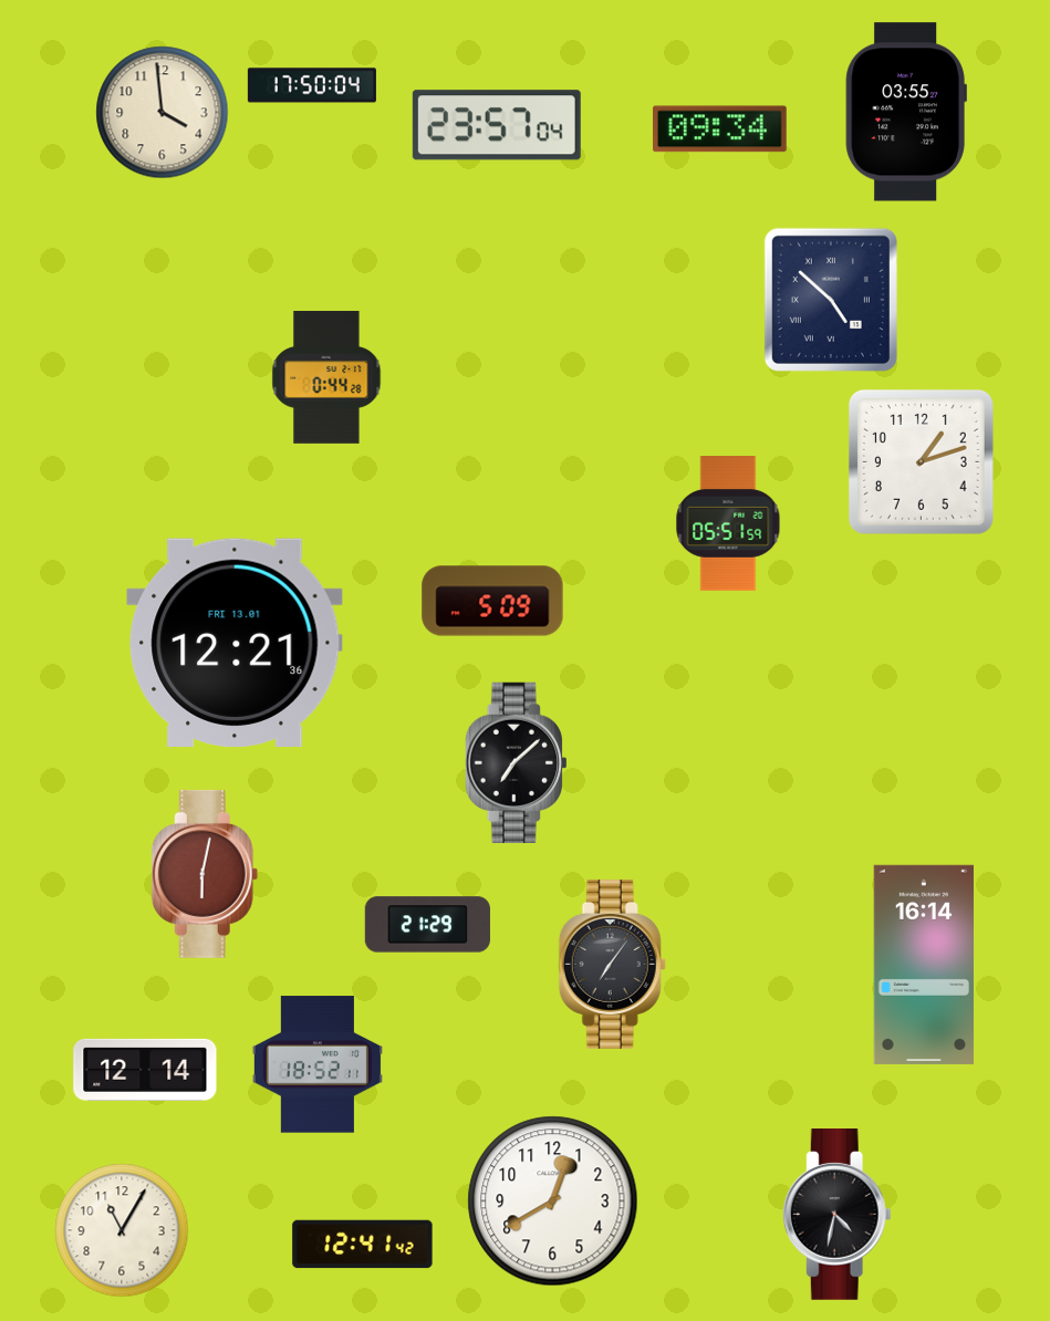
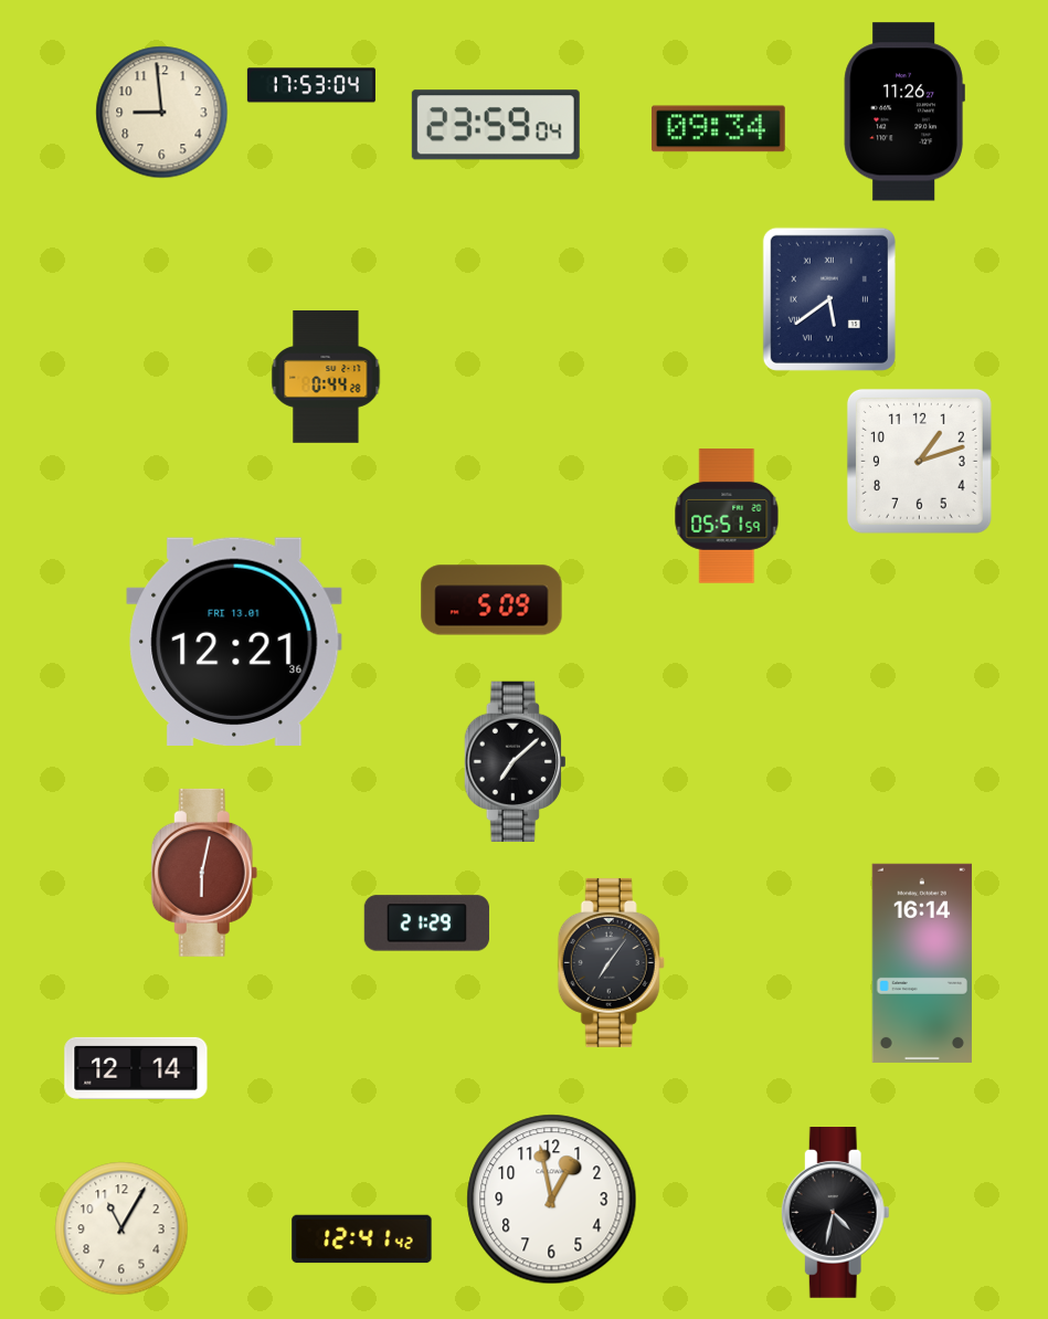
clock at (312, 85): 17:50 -> 17:53
clock at (906, 112): 03:55 -> 11:26
clock at (163, 113): 3:59 -> 8:59
clock at (497, 125): 23:57 -> 23:59
clock at (831, 300): 4:52 -> 5:39
clock at (728, 523) position: (728, 523) -> (727, 516)
clock at (318, 1064): 18:52 -> none
clock at (145, 1070) position: (145, 1070) -> (136, 1068)
clock at (553, 1202): 12:40 -> 12:58
clock at (363, 1245) position: (363, 1245) -> (362, 1239)
